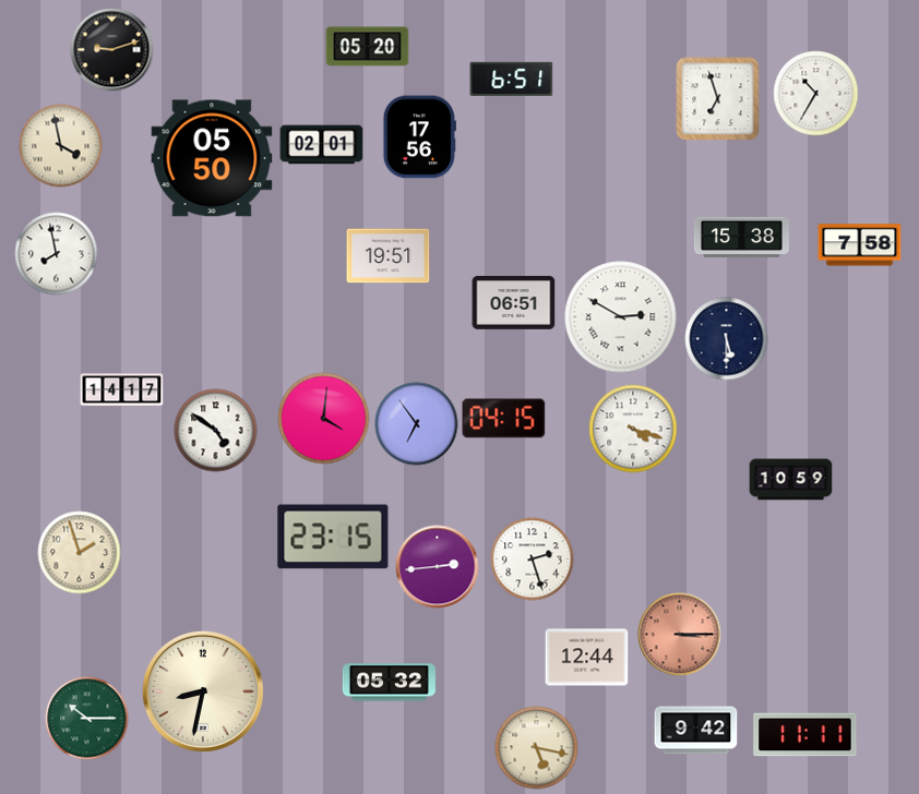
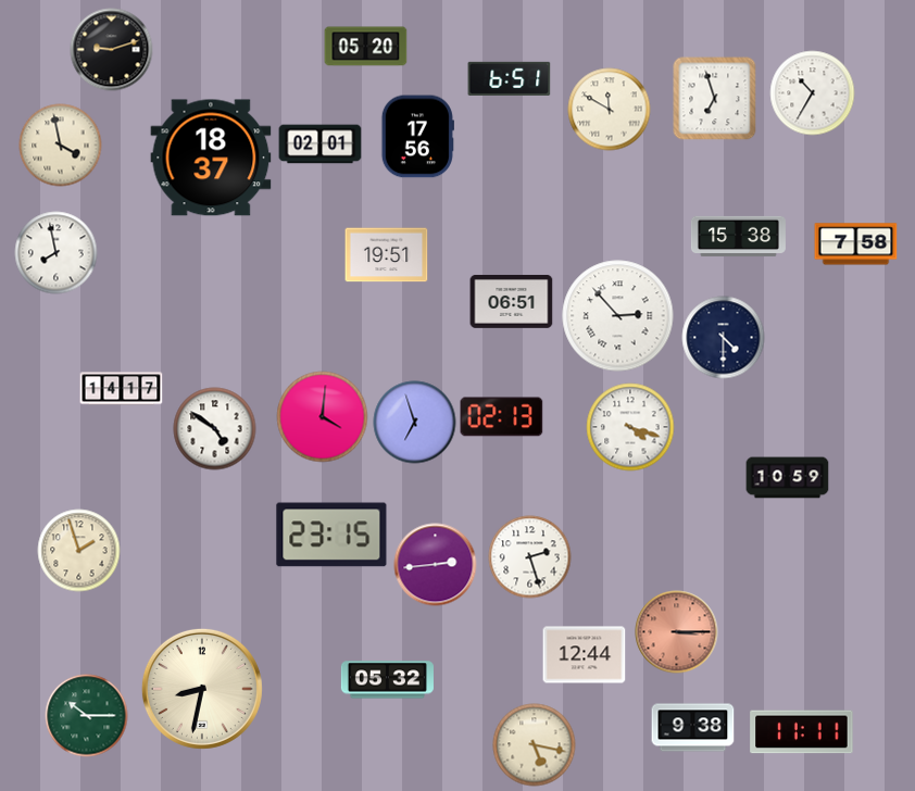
clock at (610, 110): none -> 11:50
clock at (212, 158): 05:50 -> 18:37
clock at (621, 317): 2:50 -> 2:53
clock at (727, 339): 5:30 -> 4:30
clock at (504, 419): 04:15 -> 02:13
clock at (417, 424): 6:54 -> 6:57
clock at (696, 731): 9:42 -> 9:38
